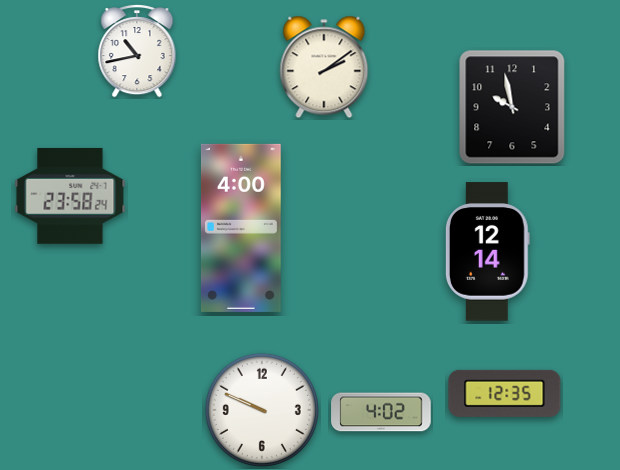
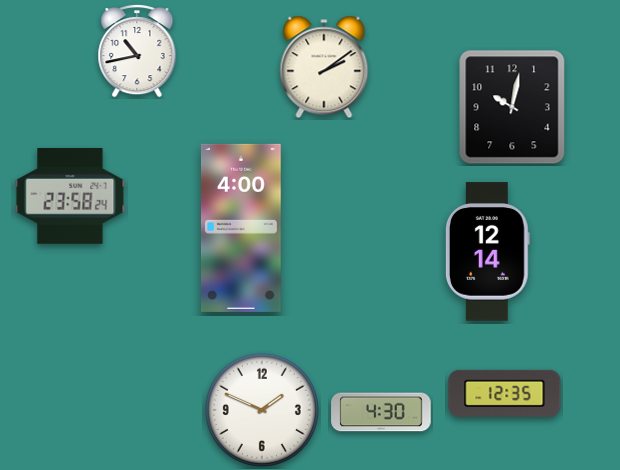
clock at (512, 107): 9:58 -> 10:02
clock at (262, 410): 9:49 -> 1:49
clock at (381, 412): 4:02 -> 4:30
